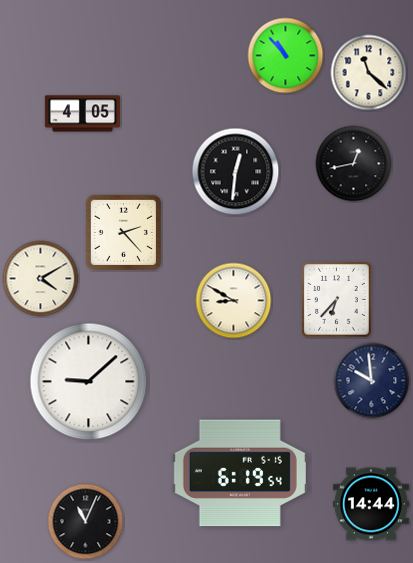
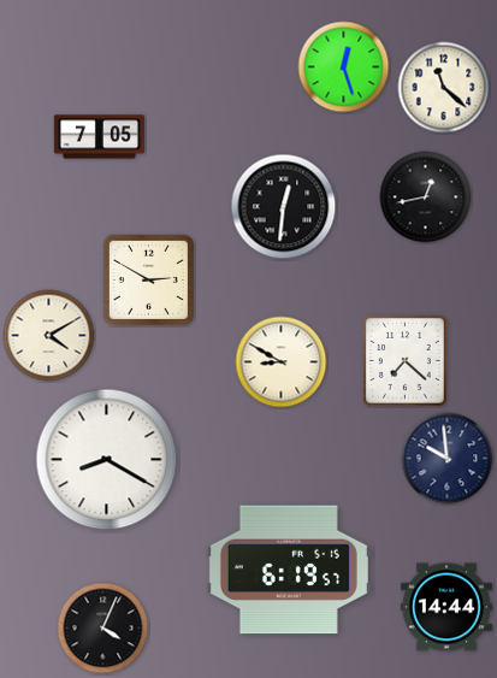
clock at (286, 56): 10:53 -> 12:27
clock at (82, 114): 4:05 -> 7:05
clock at (123, 232): 2:23 -> 2:50
clock at (336, 299): 6:37 -> 7:22
clock at (89, 382): 9:08 -> 8:20
clock at (240, 473): 6:19:54 -> 6:19:57
clock at (86, 522): 11:04 -> 4:04
